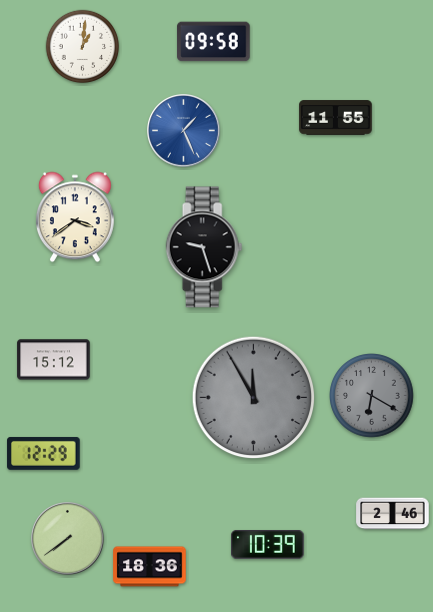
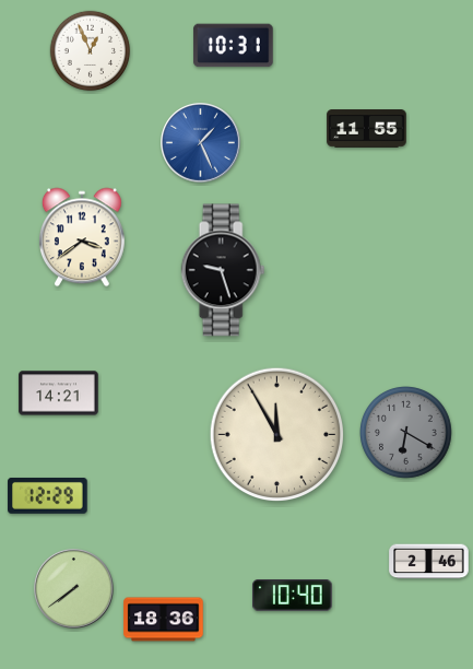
clock at (214, 42): 09:58 -> 10:31
clock at (83, 47): 1:01 -> 12:56
clock at (54, 360): 15:12 -> 14:21
clock at (254, 398) dial: grey -> cream
clock at (268, 545): 10:39 -> 10:40
